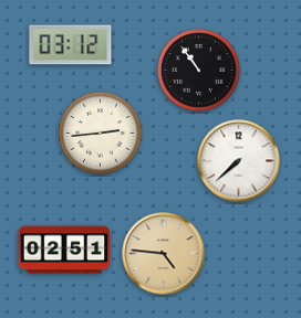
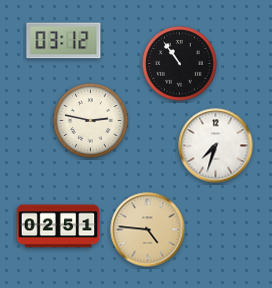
clock at (101, 134): 2:44 -> 2:47
clock at (239, 161): 7:38 -> 7:33
